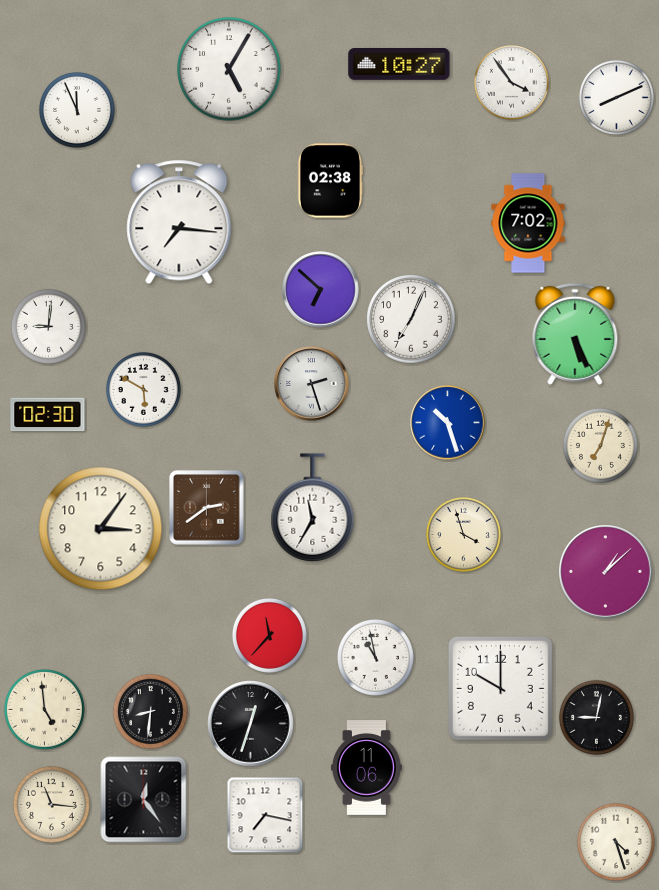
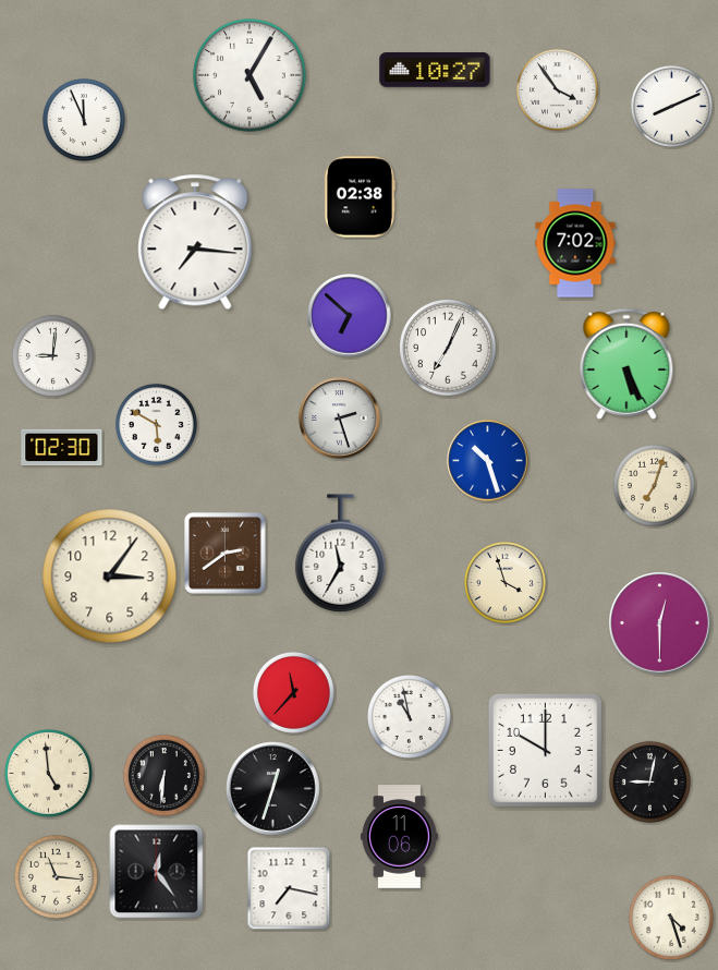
clock at (48, 415) position: (48, 415) -> (62, 448)
clock at (606, 572): 1:08 -> 12:30
clock at (150, 711): 8:31 -> 6:31
